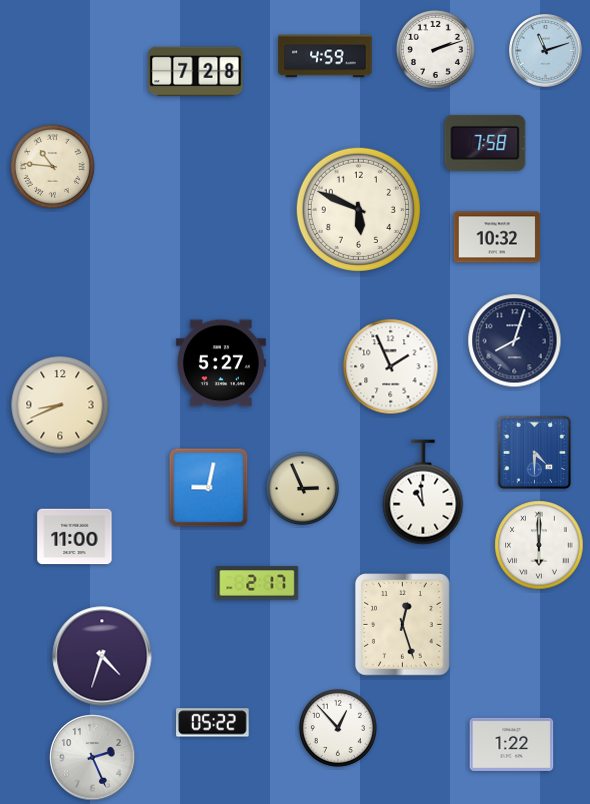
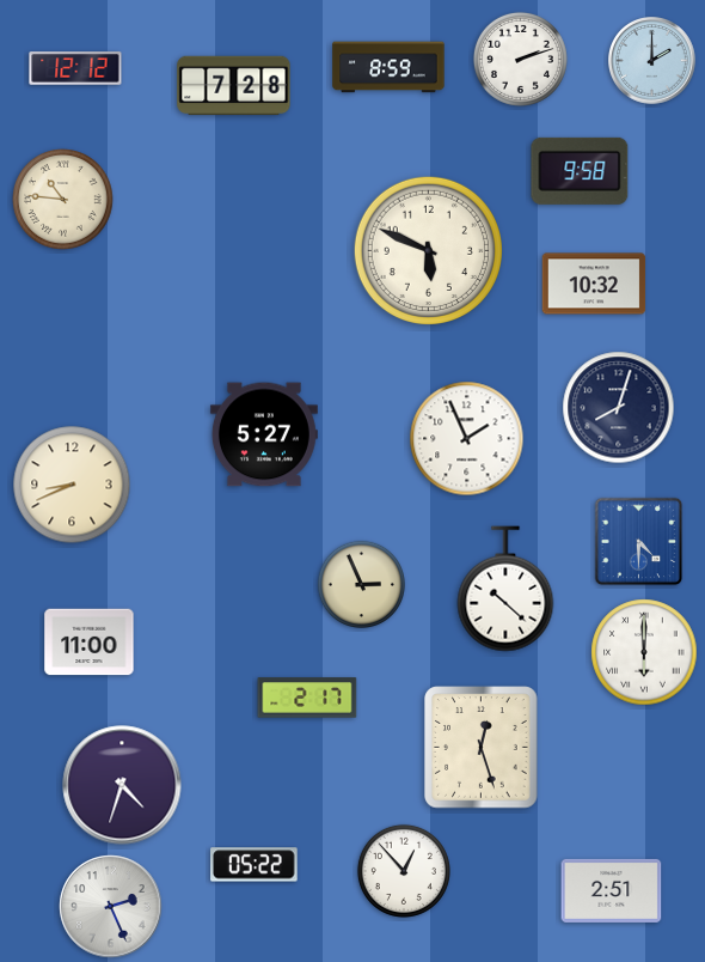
clock at (546, 51): 11:12 -> 2:00
clock at (325, 56): 4:59 -> 8:59
clock at (75, 68): none -> 12:12
clock at (485, 143): 7:58 -> 9:58
clock at (515, 341) position: (515, 341) -> (619, 408)
clock at (209, 488): 9:02 -> none
clock at (423, 492): 10:59 -> 10:22
clock at (512, 744): 1:22 -> 2:51
